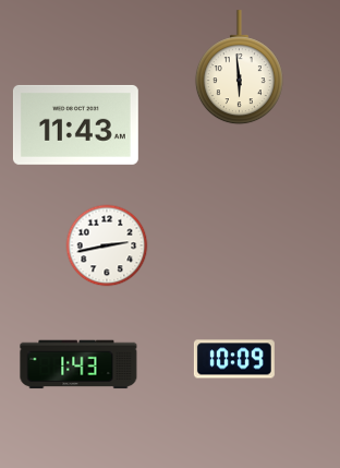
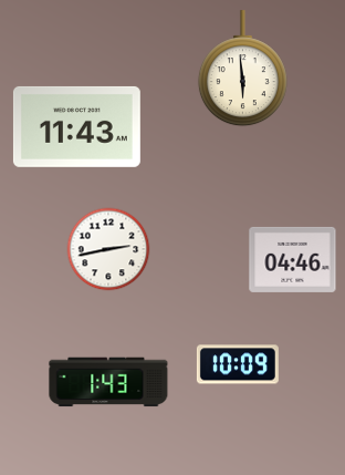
clock at (293, 259): none -> 04:46
clock at (78, 364) position: (78, 364) -> (108, 382)
